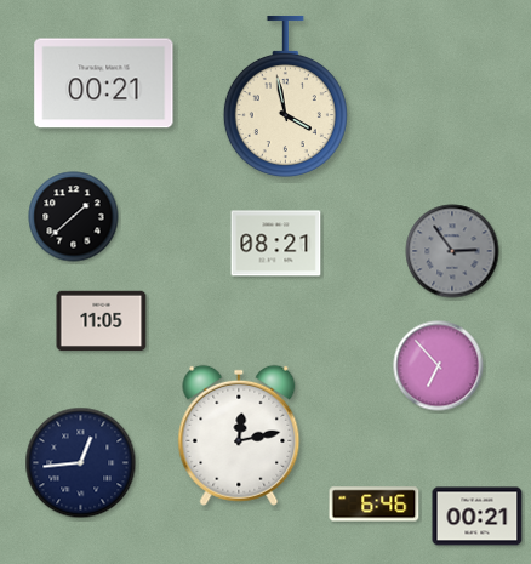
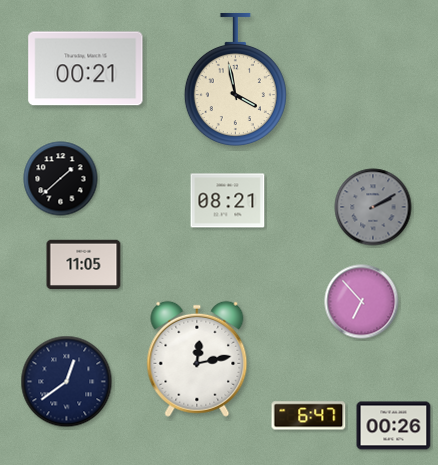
clock at (452, 251): 2:54 -> 2:10
clock at (81, 463): 12:44 -> 12:39
clock at (375, 505): 6:46 -> 6:47
clock at (478, 517): 00:21 -> 00:26
